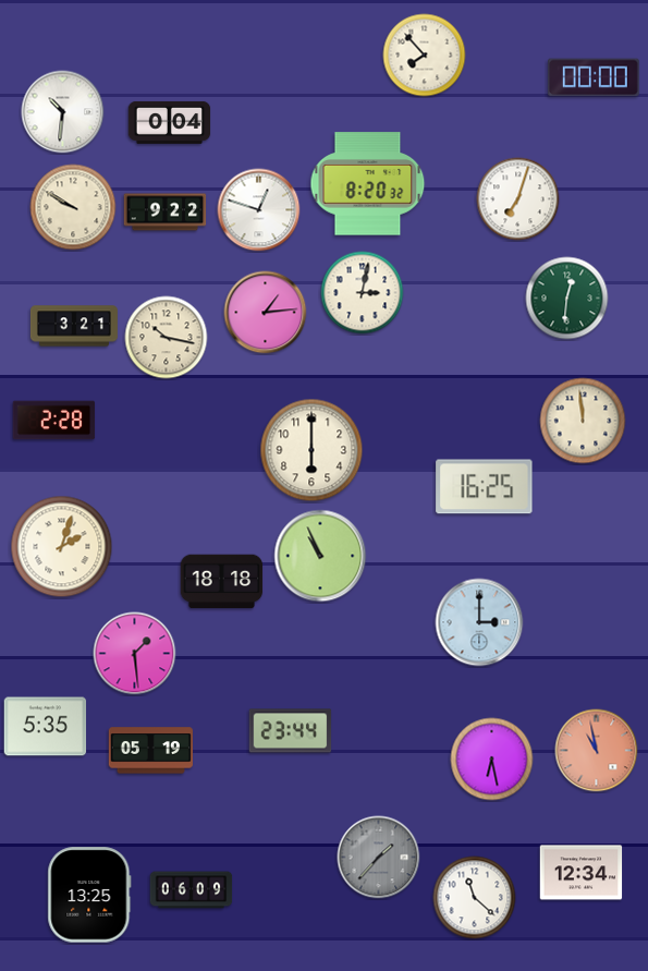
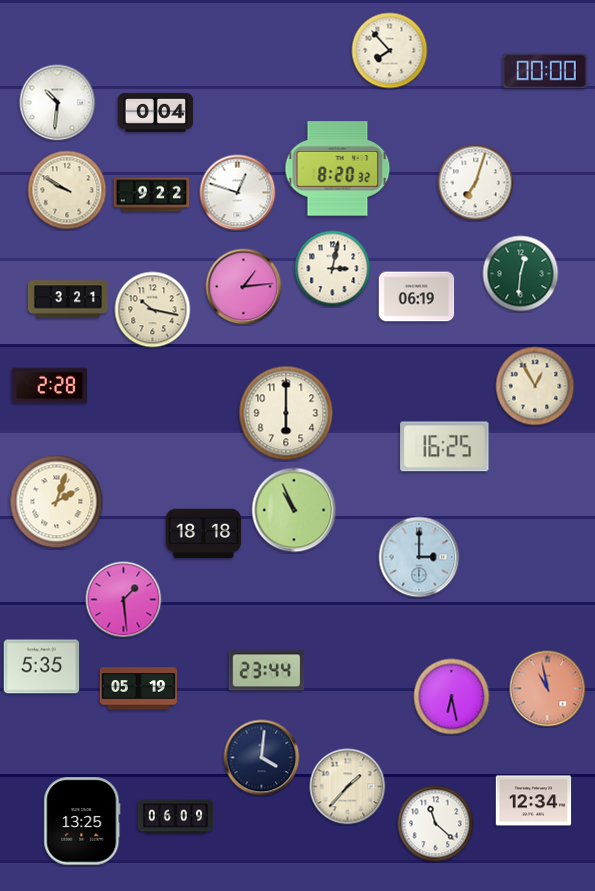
clock at (417, 297): none -> 06:19
clock at (583, 421): 11:59 -> 12:55
clock at (479, 622) position: (479, 622) -> (419, 557)
clock at (262, 758): none -> 4:01
clock at (379, 858) dial: grey -> cream
